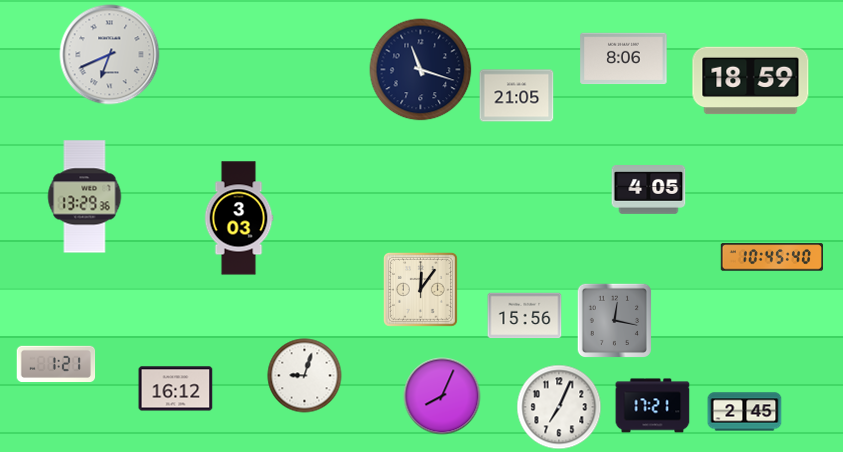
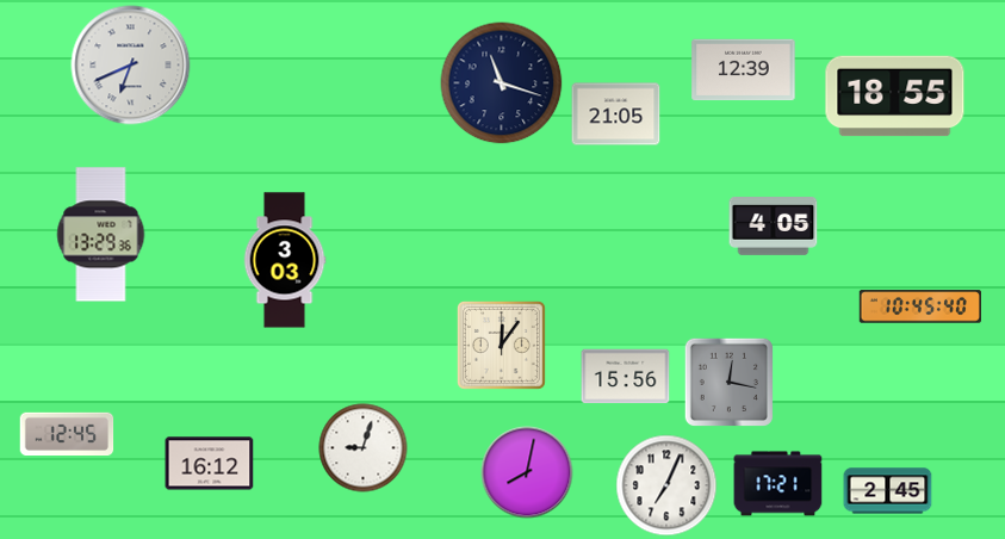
clock at (624, 59): 8:06 -> 12:39
clock at (751, 81): 18:59 -> 18:55
clock at (614, 320) position: (614, 320) -> (728, 382)
clock at (56, 363): 1:21 -> 12:45
clock at (442, 396): 8:04 -> 8:02
